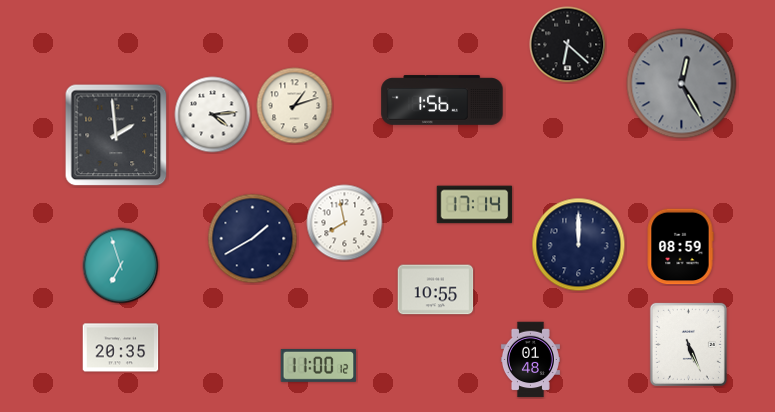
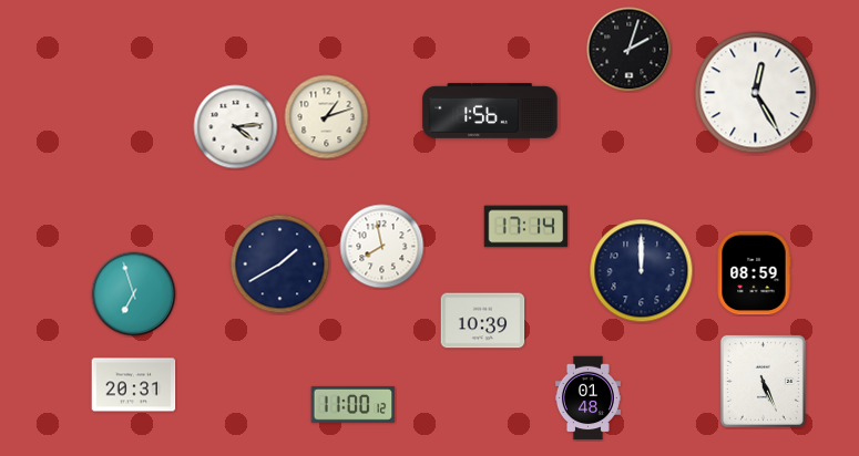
clock at (568, 45): 6:22 -> 2:03
clock at (682, 84) dial: grey -> white
clock at (116, 135): 1:59 -> none
clock at (436, 290): 10:55 -> 10:39
clock at (121, 348): 20:35 -> 20:31
